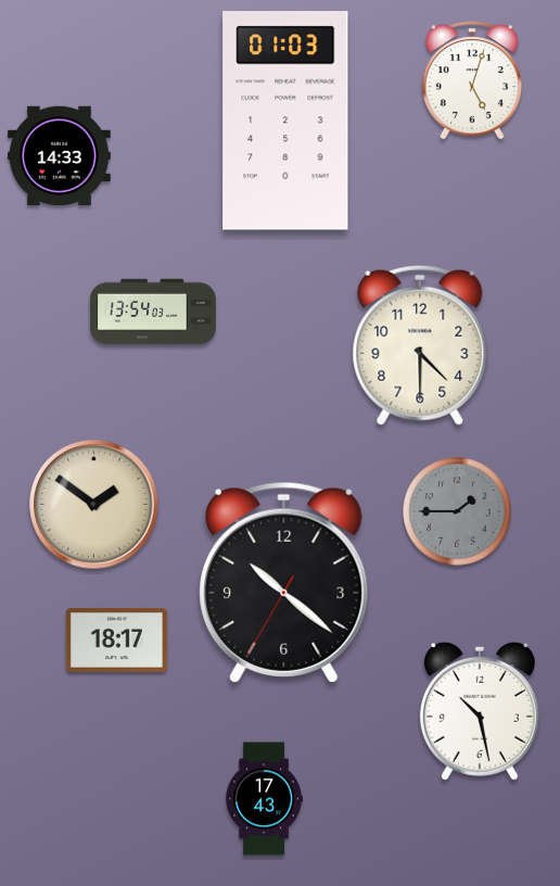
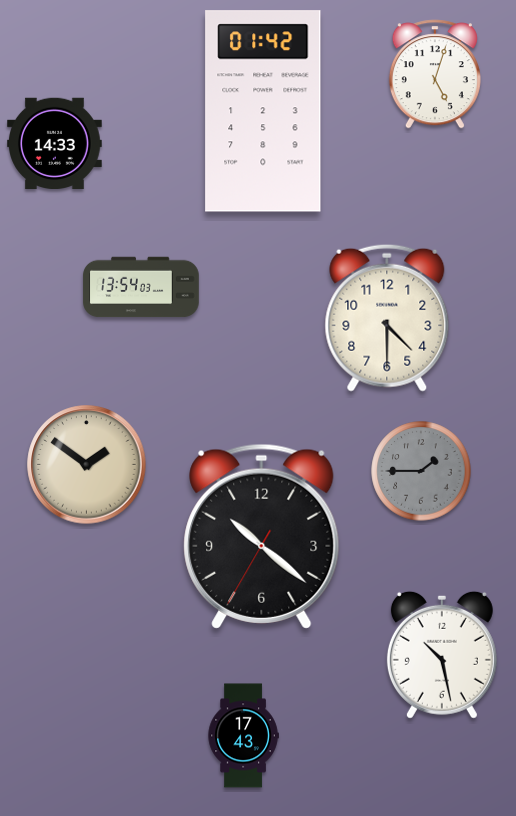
clock at (285, 121): 01:03 -> 01:42
clock at (116, 640): 18:17 -> none
